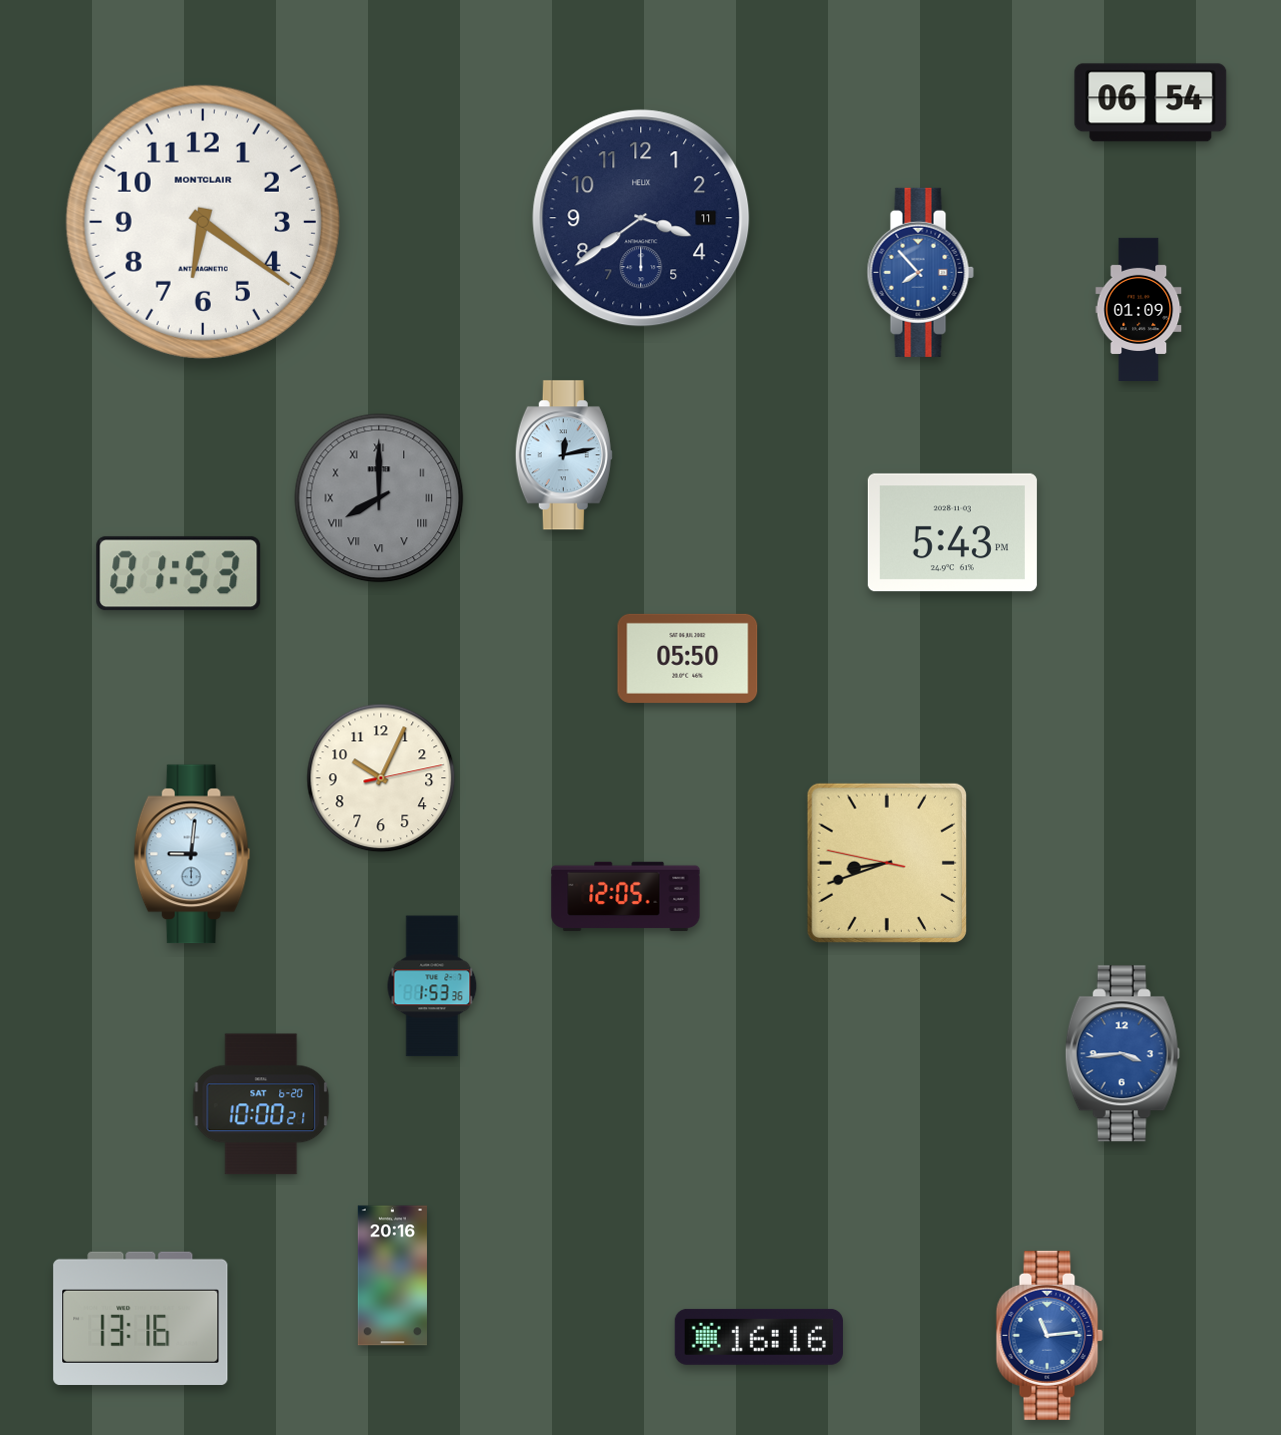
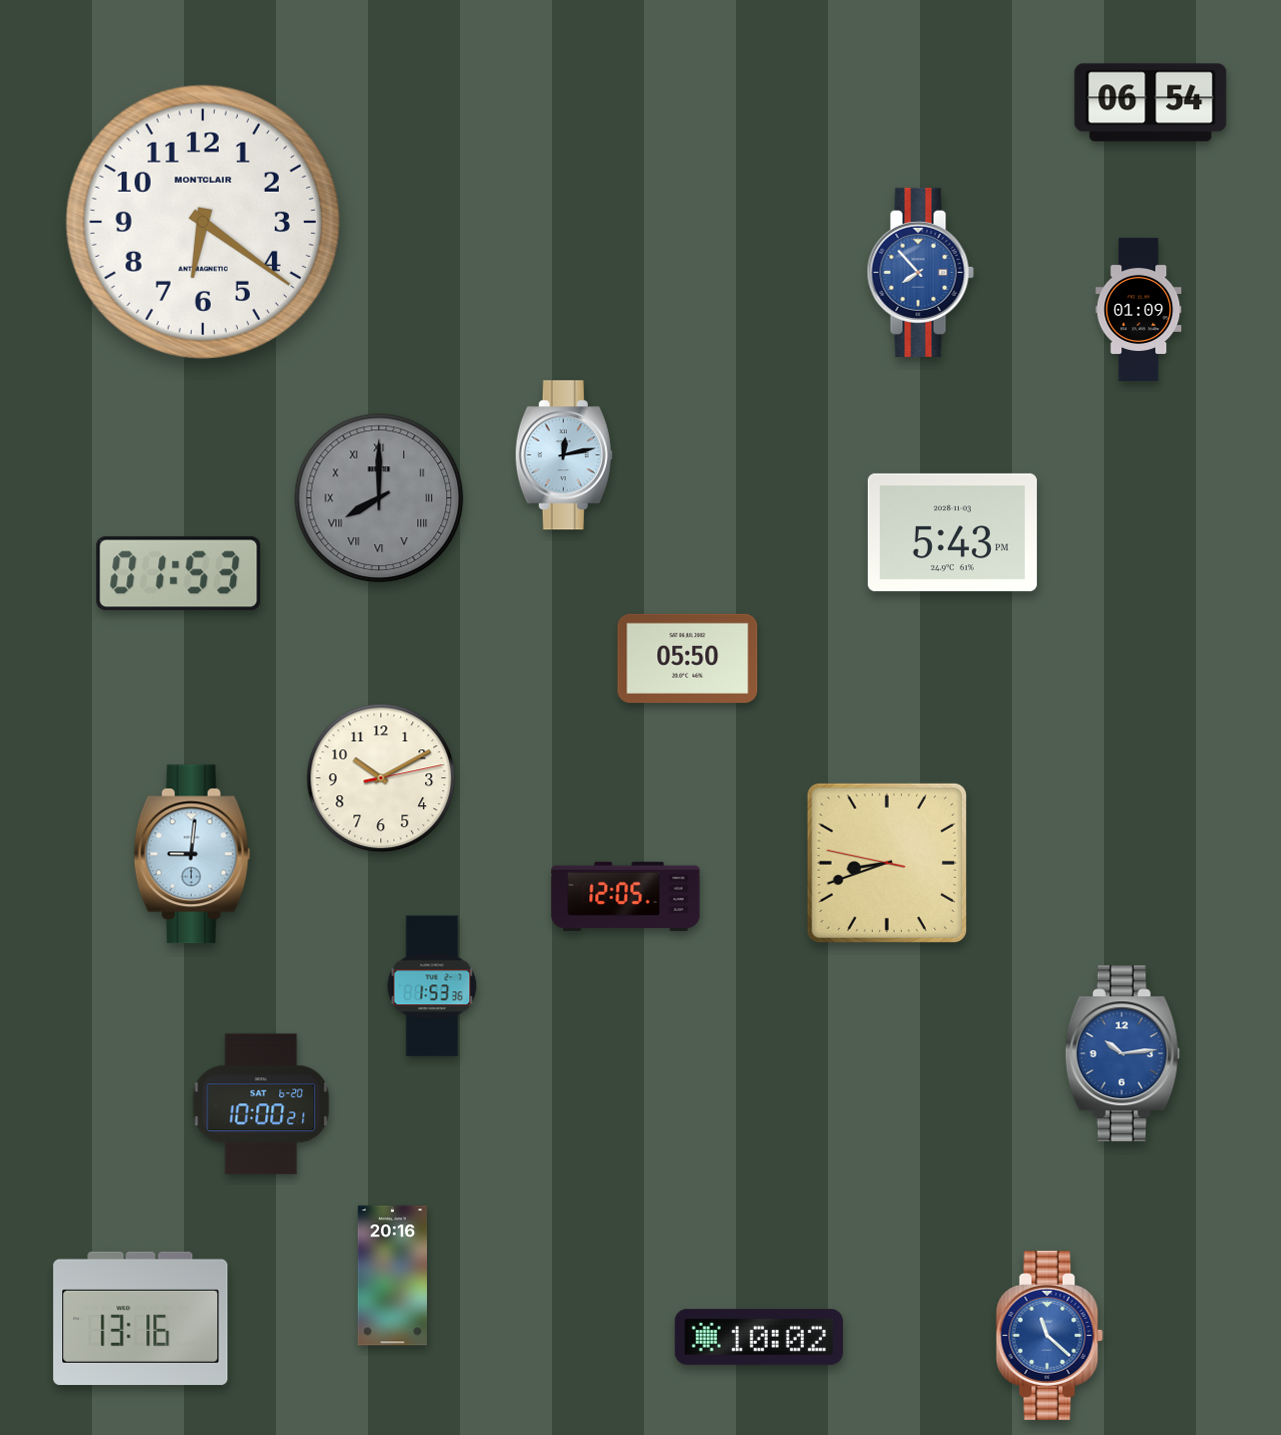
clock at (641, 218): 3:39 -> none
clock at (381, 778): 10:04 -> 10:10
clock at (1122, 1054): 3:44 -> 10:14
clock at (1049, 1335): 11:14 -> 11:22
clock at (759, 1337): 16:16 -> 10:02
